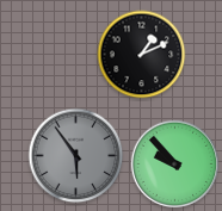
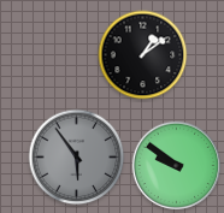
clock at (142, 55): 1:11 -> 1:09
clock at (175, 165): 9:53 -> 9:51
